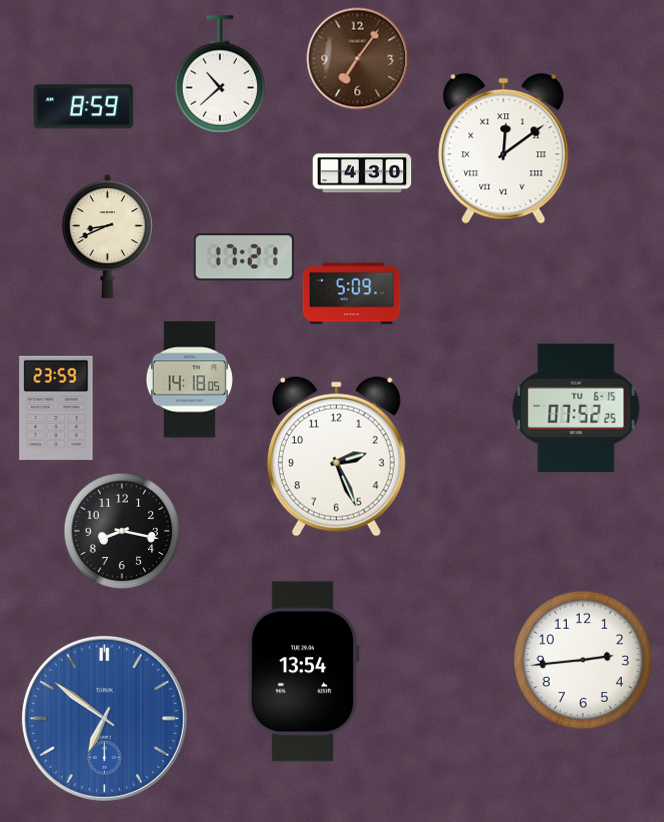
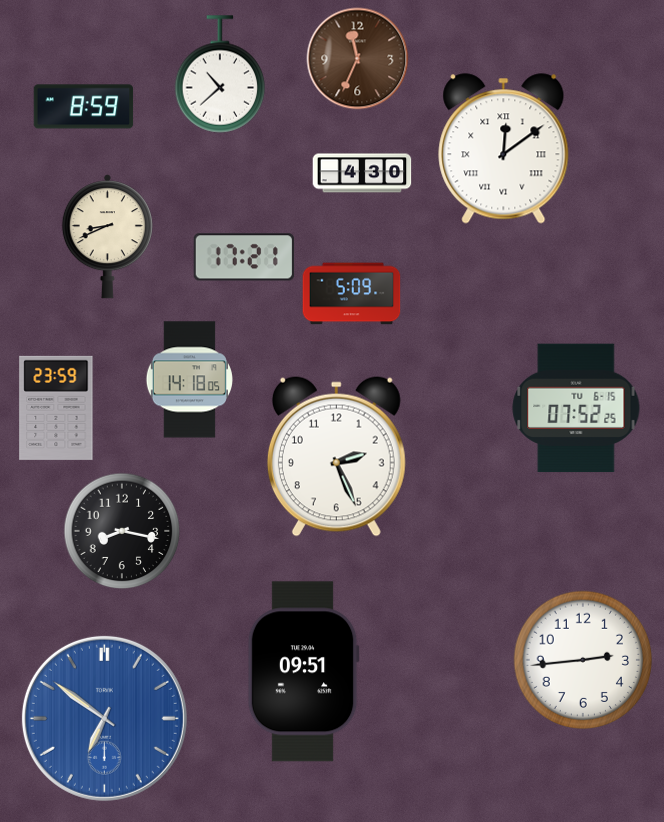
clock at (358, 59): 7:06 -> 11:34
clock at (303, 672): 13:54 -> 09:51
